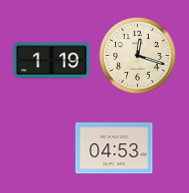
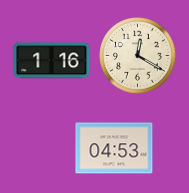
clock at (138, 56): 12:18 -> 12:20
clock at (52, 61): 1:19 -> 1:16
